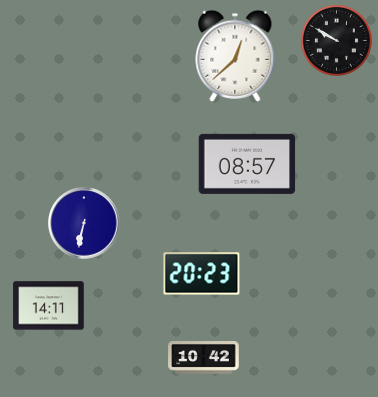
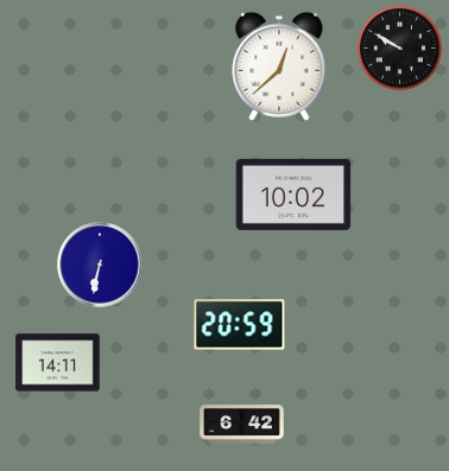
clock at (247, 164): 08:57 -> 10:02
clock at (202, 274): 20:23 -> 20:59
clock at (204, 358): 10:42 -> 6:42
